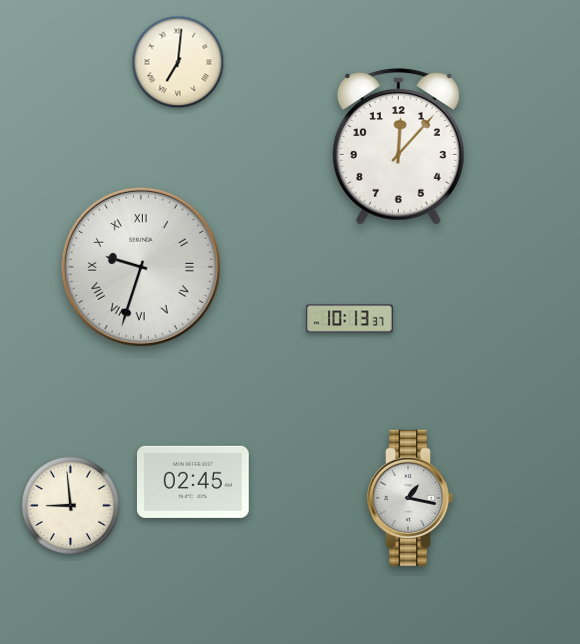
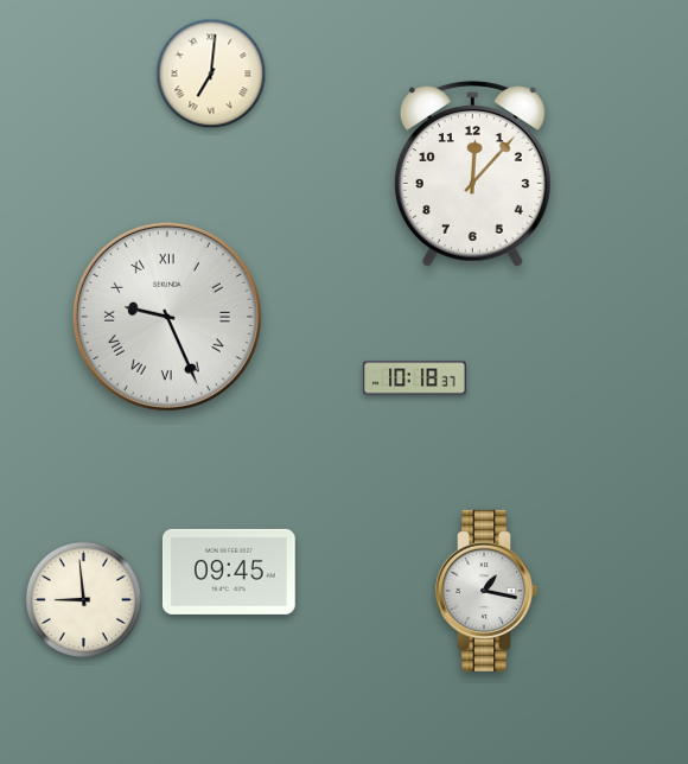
clock at (141, 267): 9:33 -> 9:26
clock at (350, 319): 10:13 -> 10:18
clock at (193, 482): 02:45 -> 09:45
